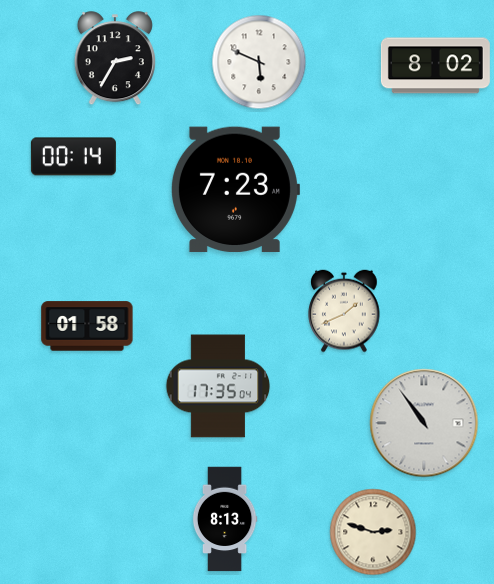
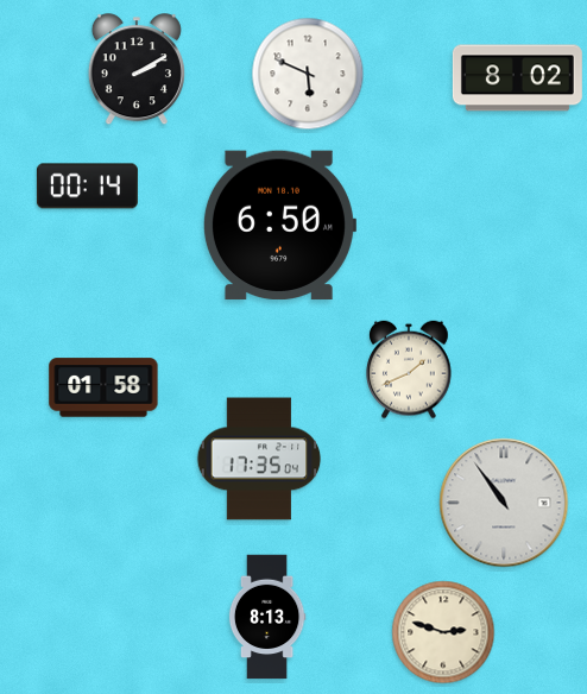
clock at (115, 59): 2:35 -> 2:10
clock at (235, 190): 7:23 -> 6:50
